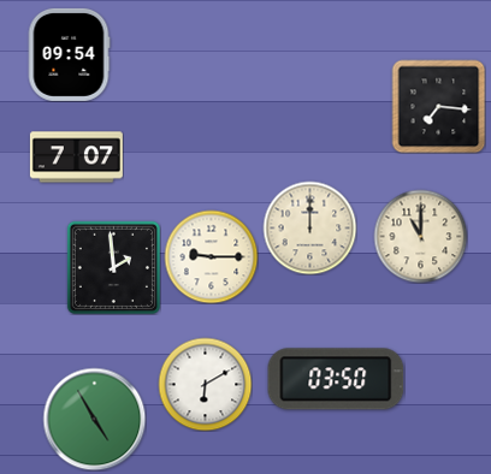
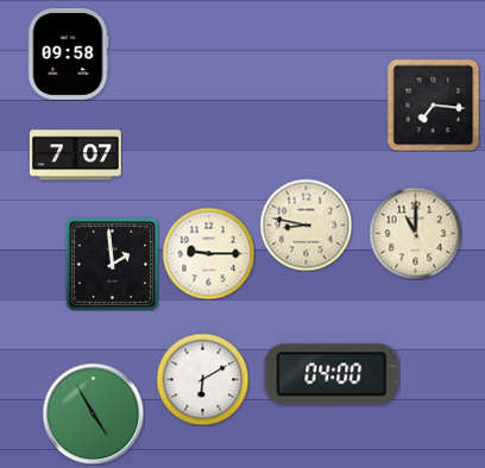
clock at (69, 54): 09:54 -> 09:58
clock at (309, 227): 12:00 -> 8:47
clock at (336, 379): 03:50 -> 04:00
